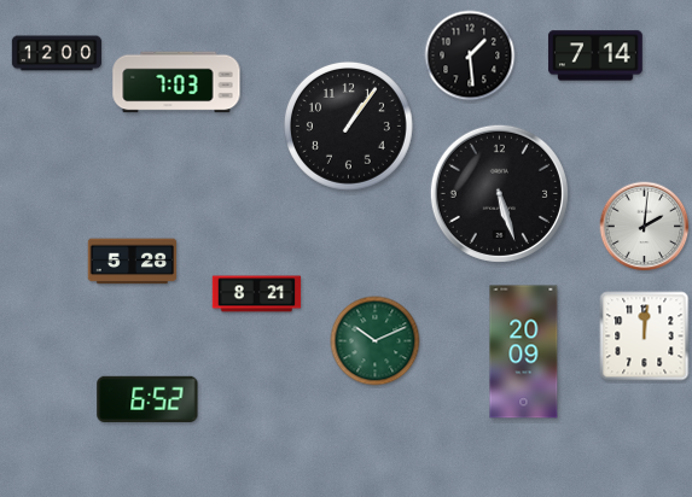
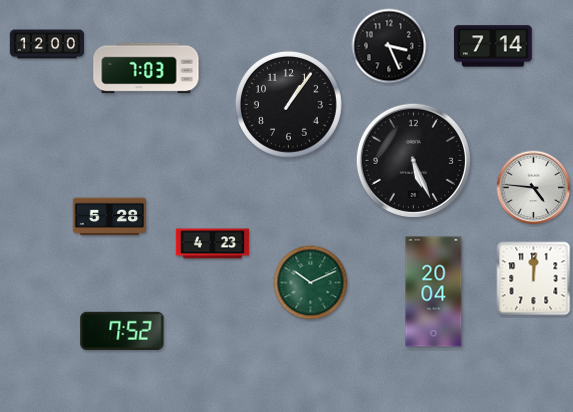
clock at (470, 55): 1:29 -> 3:26
clock at (499, 193): 5:27 -> 5:26
clock at (645, 227): 2:01 -> 4:46
clock at (257, 294): 8:21 -> 4:23
clock at (524, 352): 20:09 -> 20:04
clock at (147, 399): 6:52 -> 7:52
